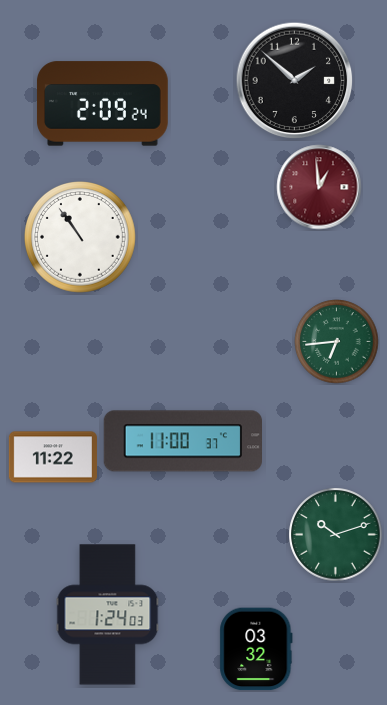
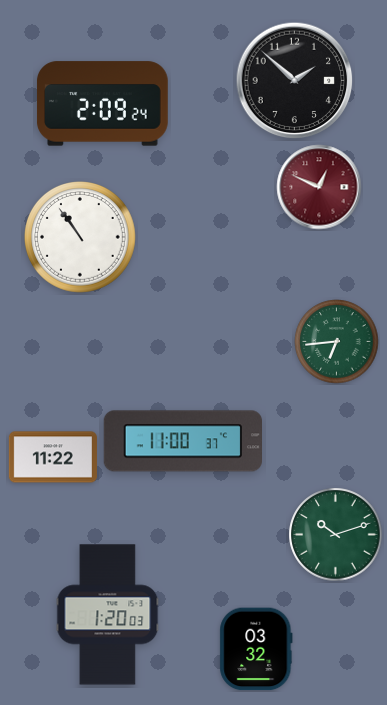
clock at (319, 187): 12:59 -> 12:49
clock at (108, 615): 1:24 -> 1:20
